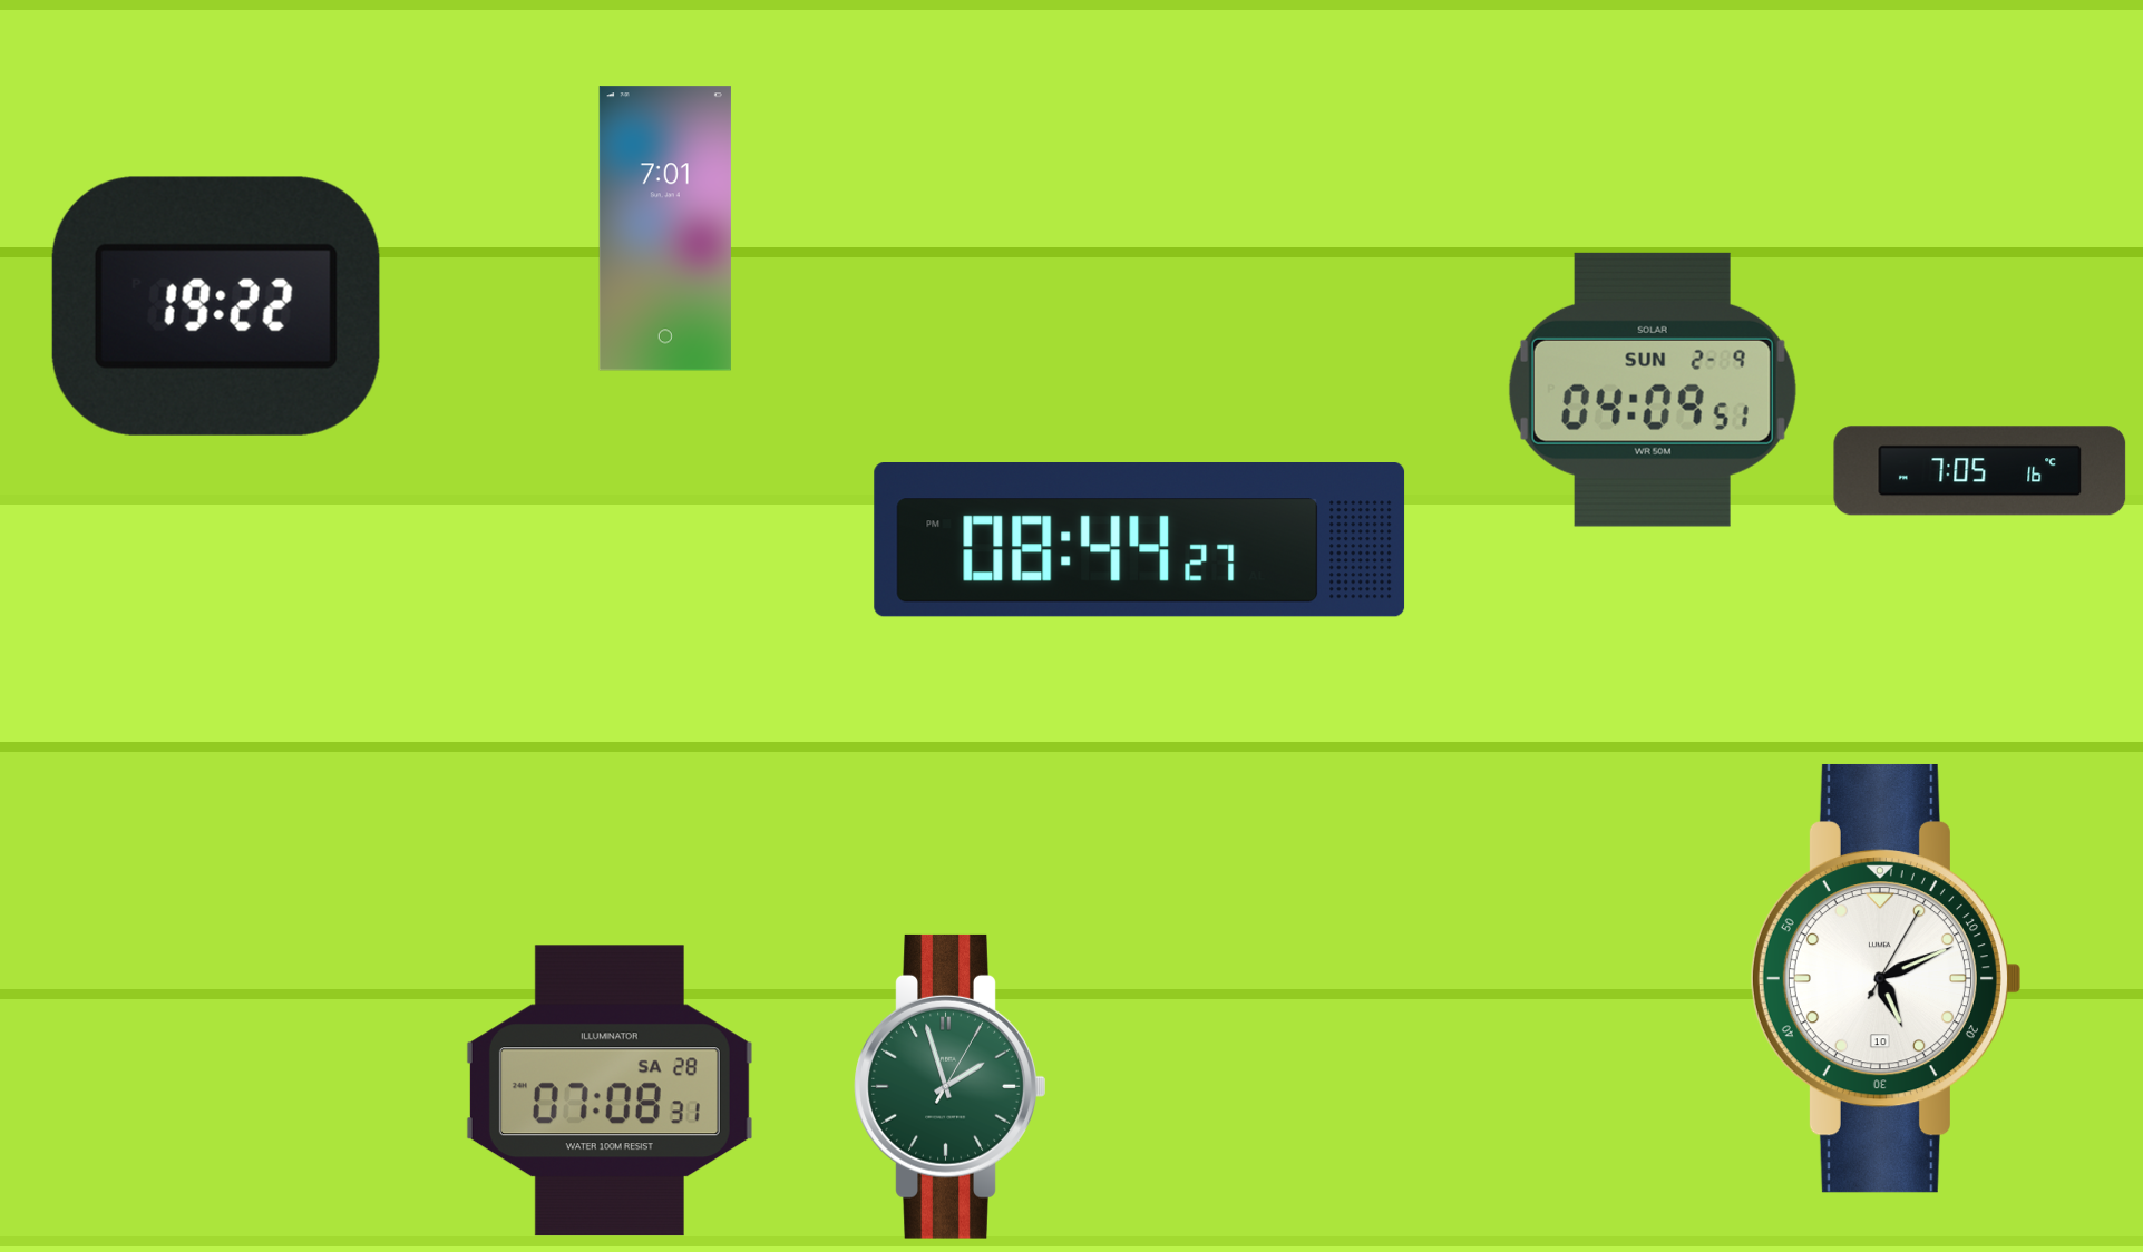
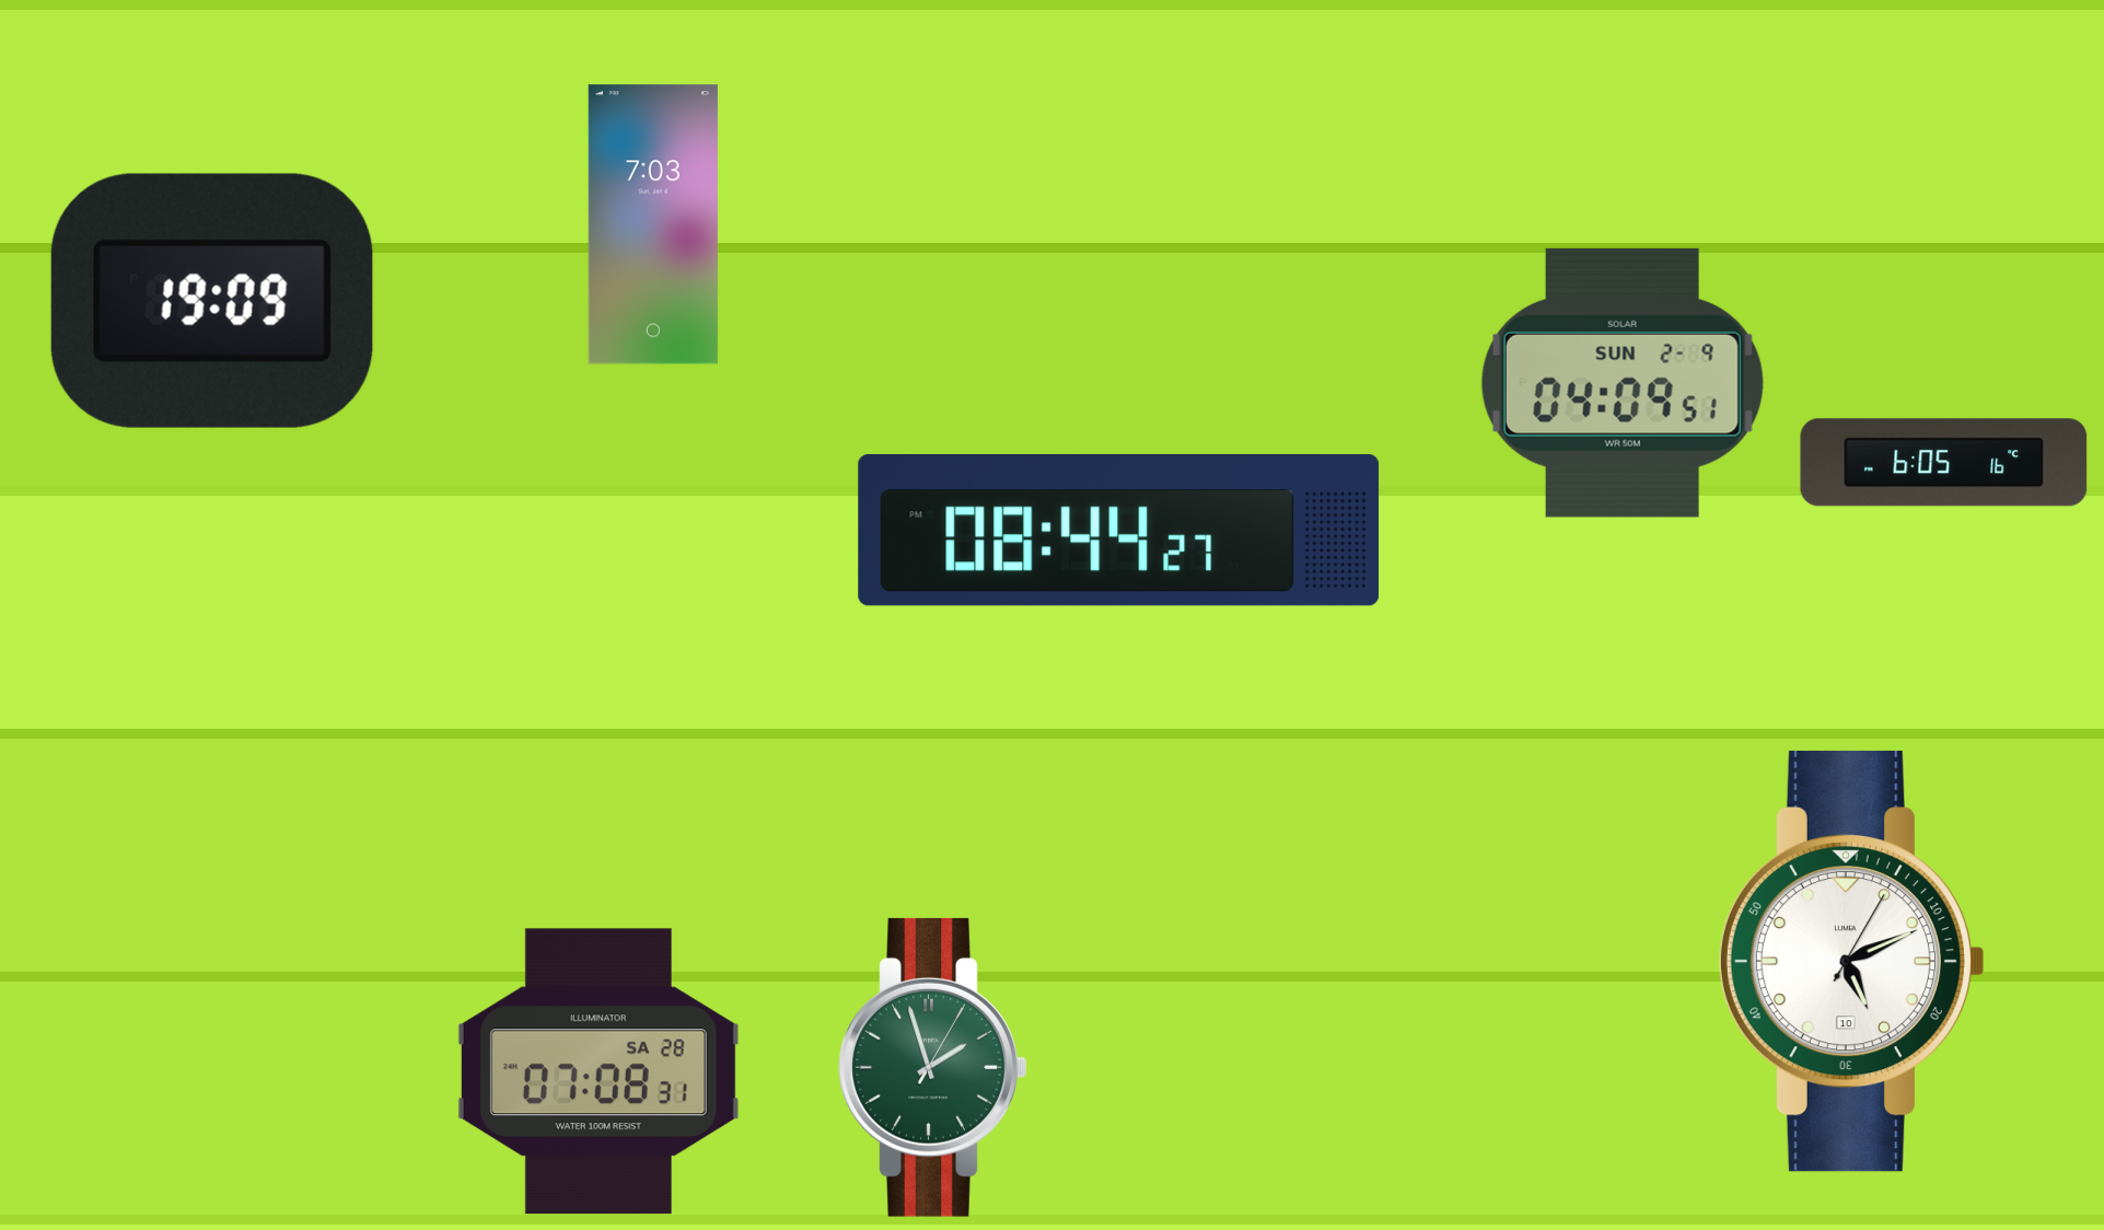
clock at (665, 228): 7:01 -> 7:03
clock at (216, 306): 19:22 -> 19:09
clock at (1980, 471): 7:05 -> 6:05
